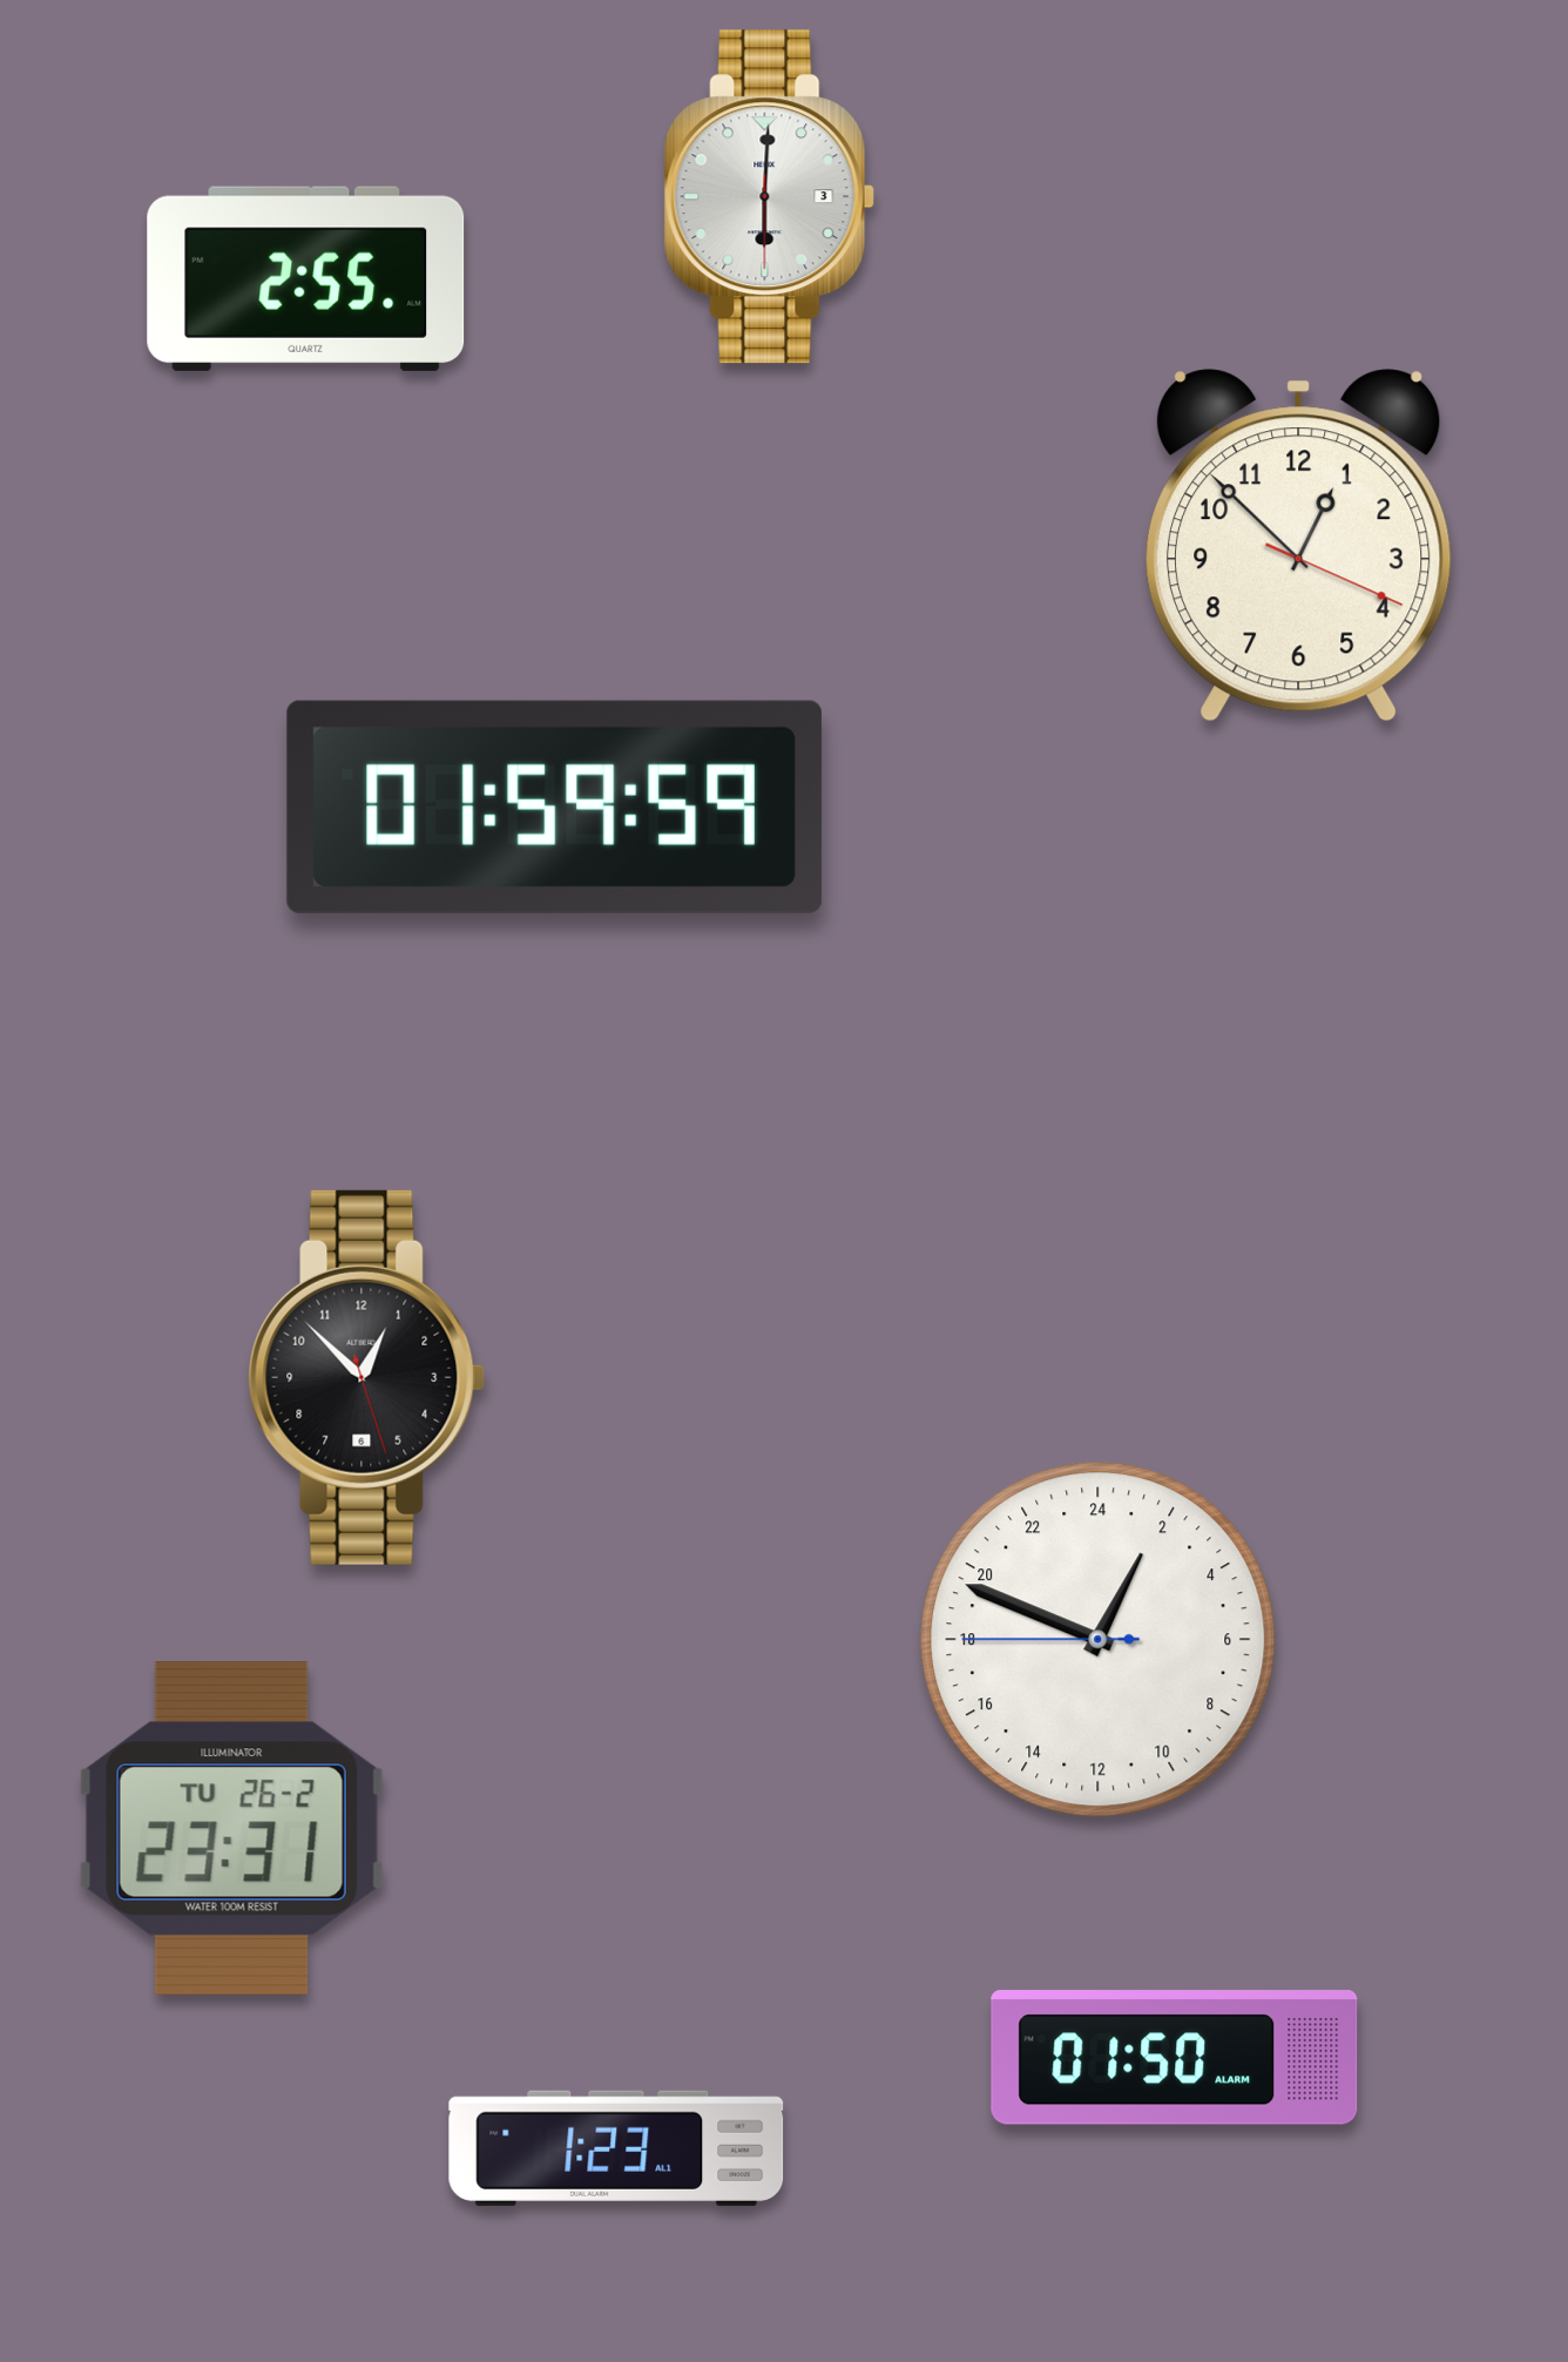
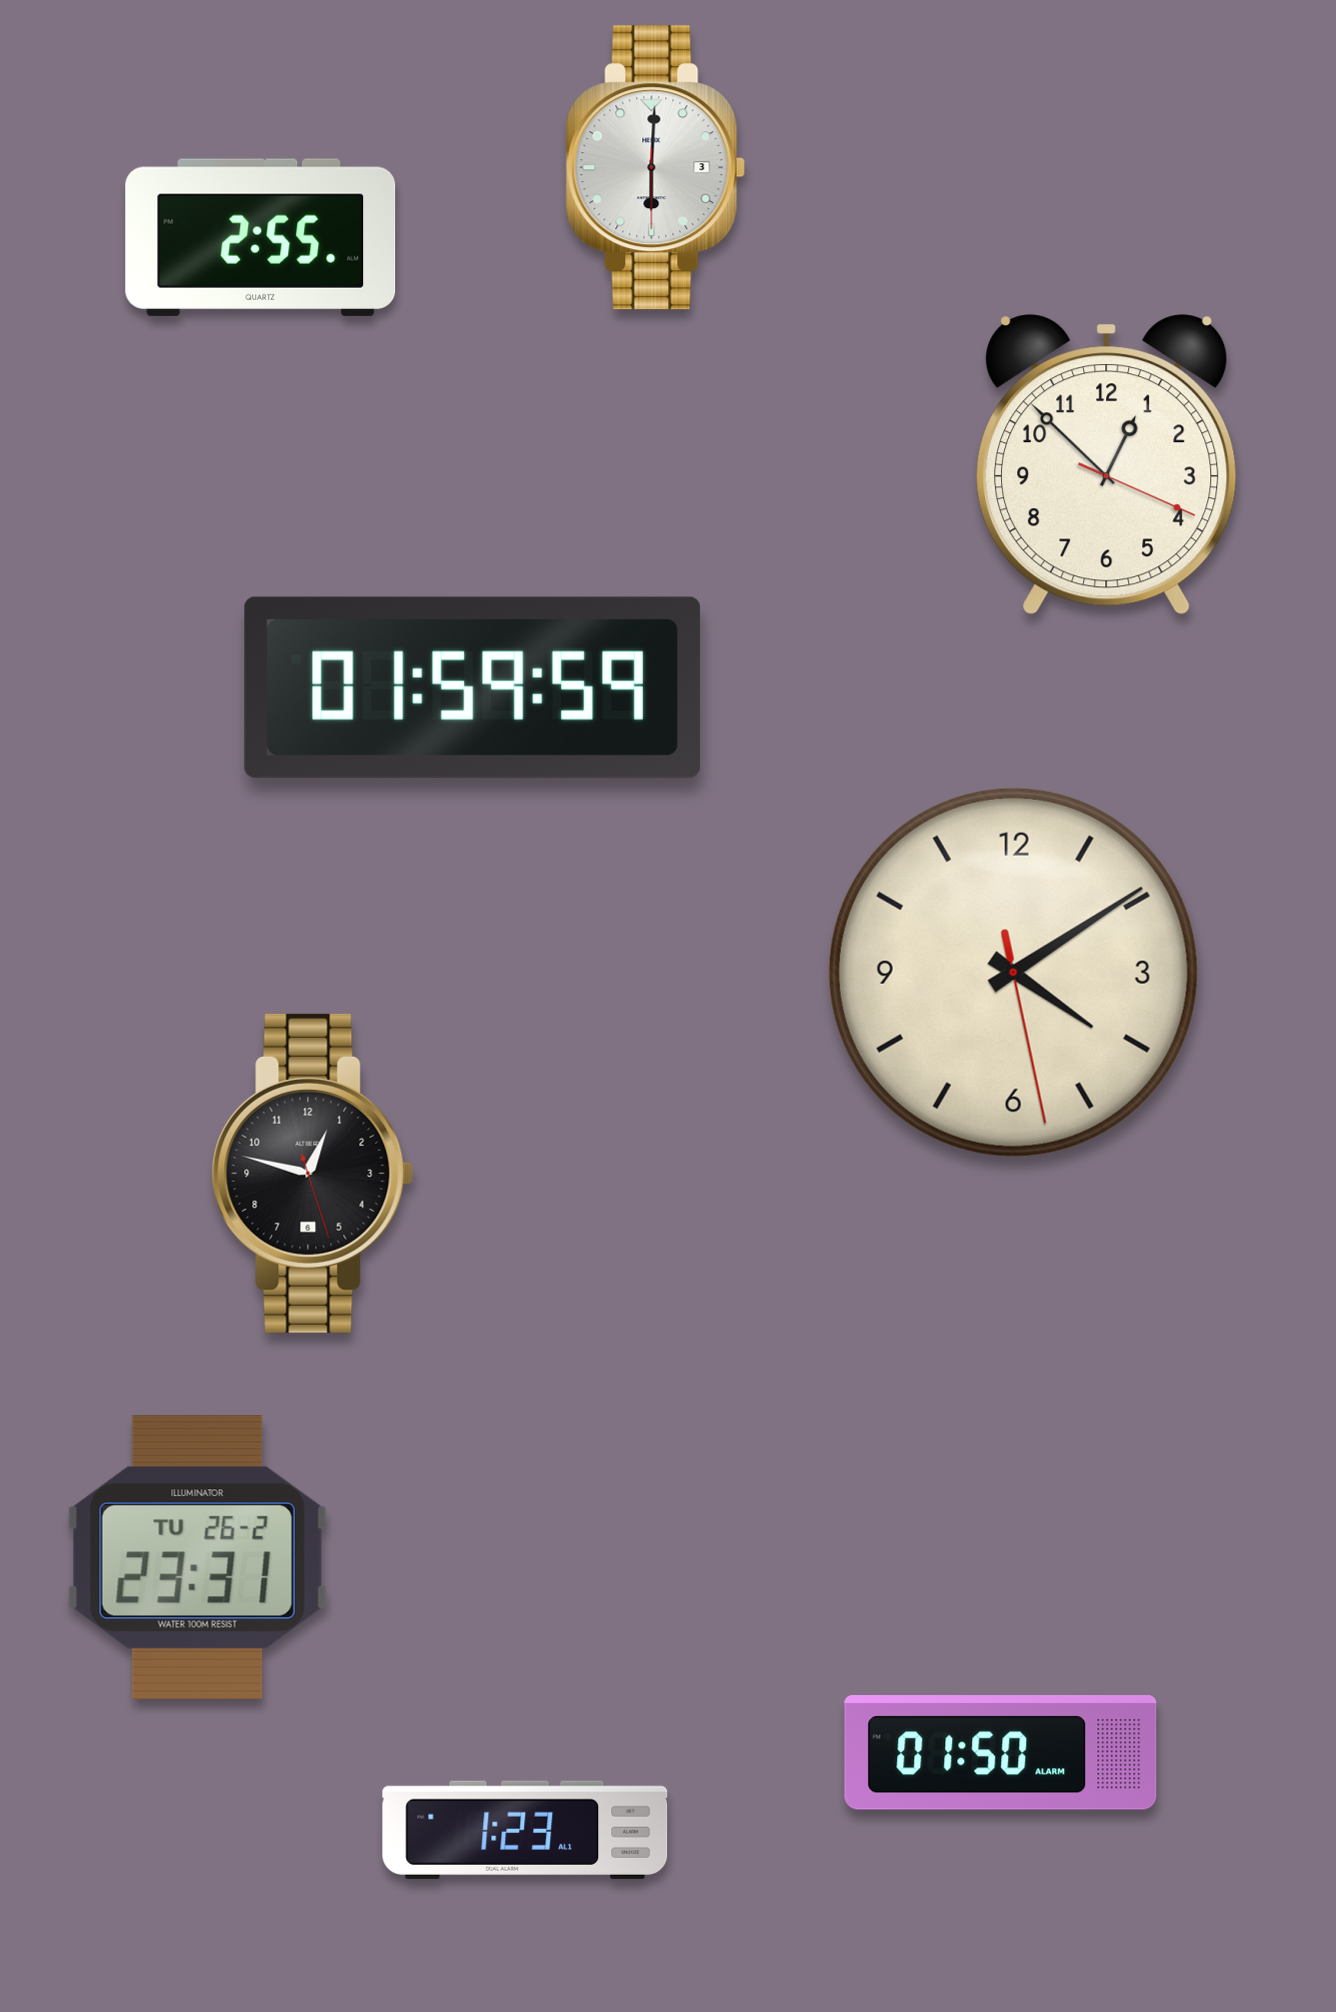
clock at (1013, 972): none -> 4:09
clock at (367, 1377): 12:52 -> 12:47
clock at (1099, 1640): 1:48 -> none
